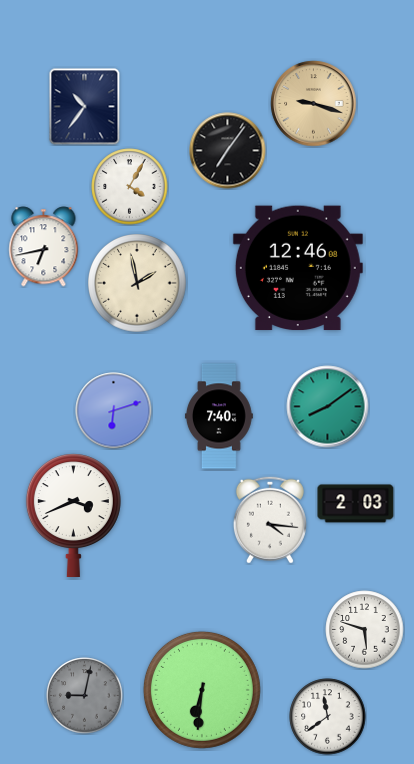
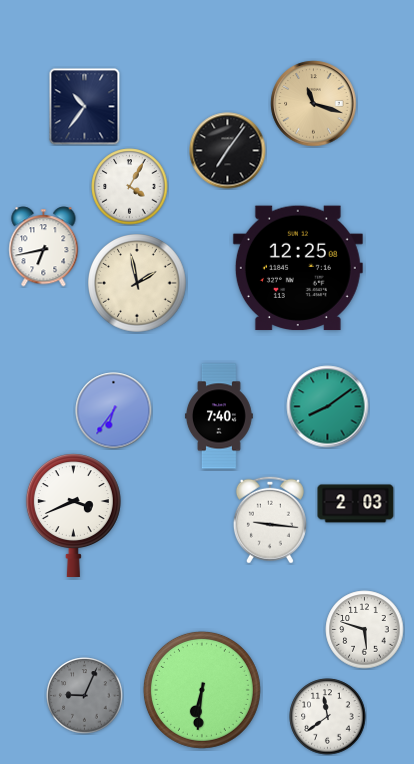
clock at (314, 104): 9:18 -> 11:18
clock at (298, 268): 12:46 -> 12:25
clock at (114, 411): 6:12 -> 6:36
clock at (270, 520): 4:16 -> 9:16
clock at (85, 696): 9:02 -> 9:04
